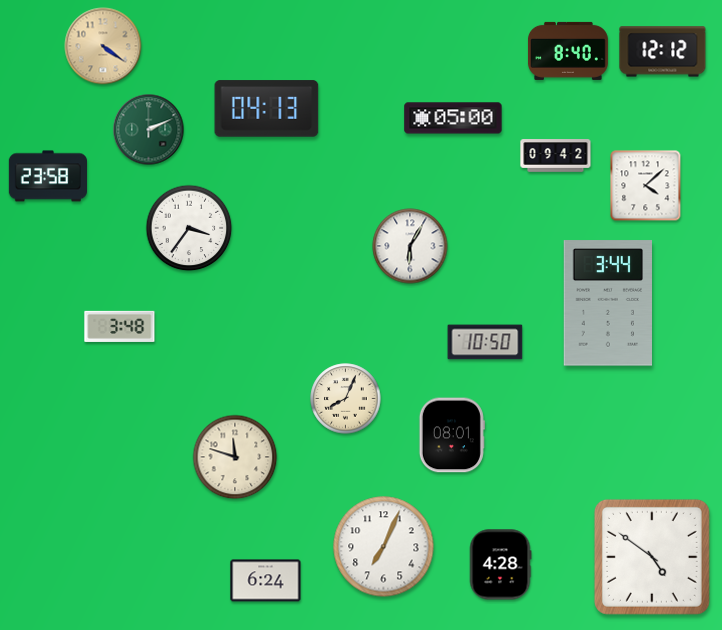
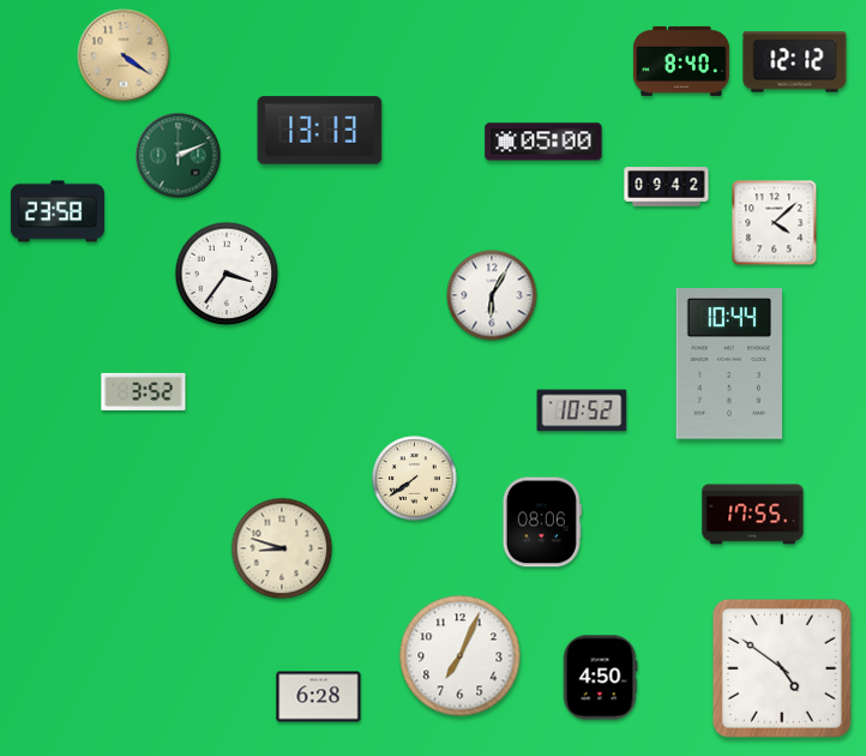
clock at (267, 109): 04:13 -> 13:13
clock at (607, 303): 3:44 -> 10:44
clock at (120, 326): 3:48 -> 3:52
clock at (485, 342): 10:50 -> 10:52
clock at (346, 399): 8:04 -> 7:39
clock at (753, 515): none -> 17:55
clock at (452, 435): 08:01 -> 08:06
clock at (235, 457): 11:48 -> 8:48
clock at (500, 565): 4:28 -> 4:50
clock at (266, 581): 6:24 -> 6:28
